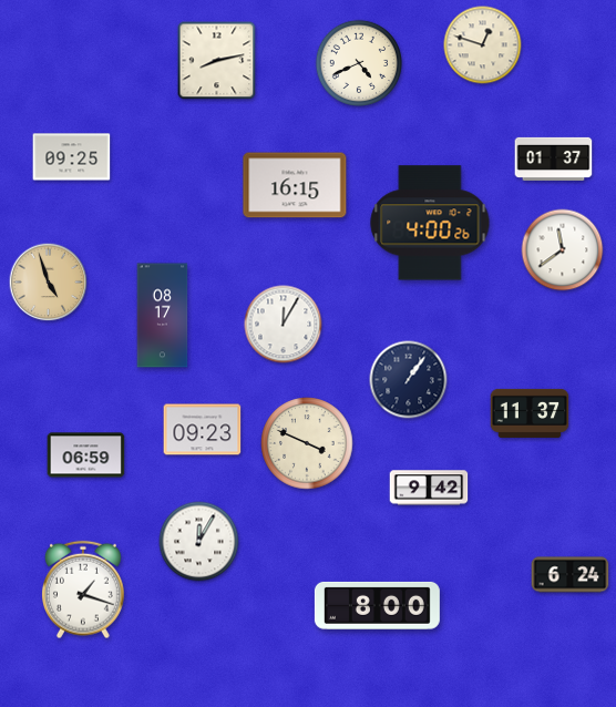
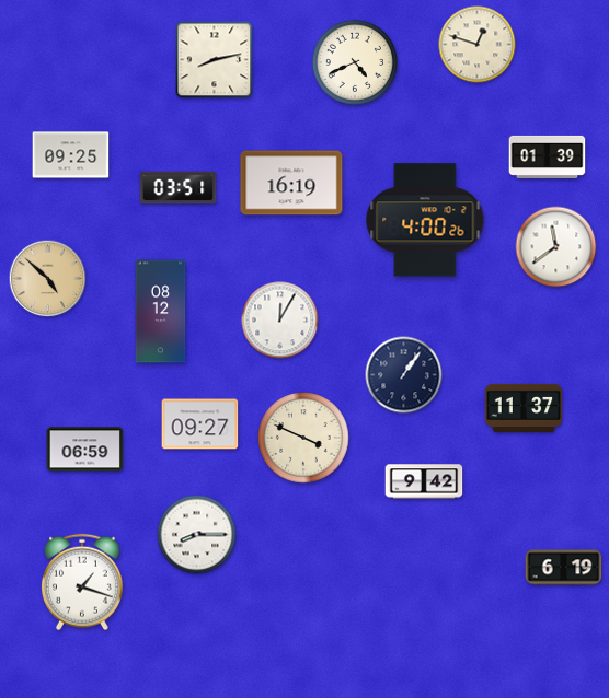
clock at (554, 158): 01:37 -> 01:39
clock at (295, 185): 16:15 -> 16:19
clock at (179, 188): none -> 03:51
clock at (49, 283): 4:57 -> 4:52
clock at (163, 316): 08:17 -> 08:12
clock at (203, 430): 09:23 -> 09:27
clock at (199, 542): 12:05 -> 8:15
clock at (571, 575): 6:24 -> 6:19
clock at (377, 605): 8:00 -> none
